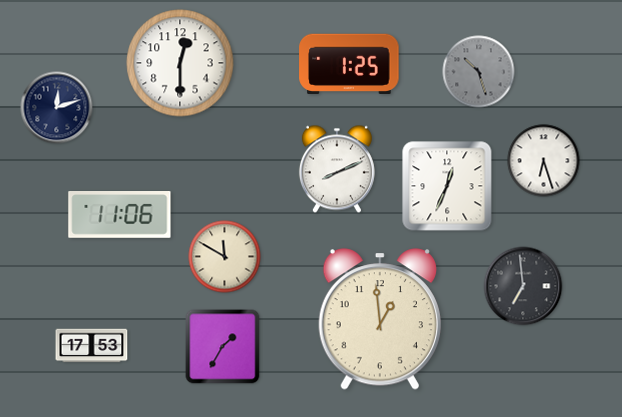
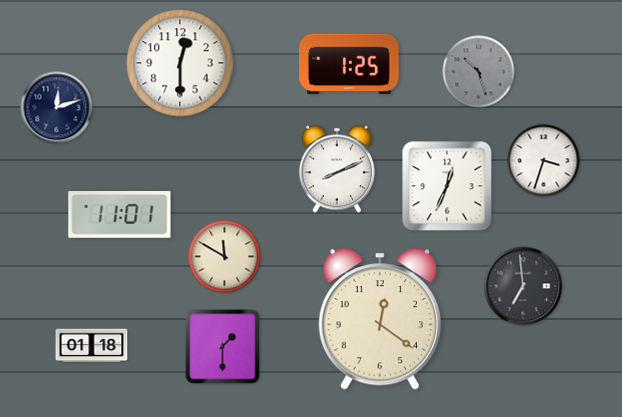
clock at (544, 161): 6:27 -> 3:33
clock at (120, 215): 11:06 -> 11:01
clock at (380, 319): 12:59 -> 12:21
clock at (92, 346): 17:53 -> 01:18
clock at (223, 347): 1:35 -> 1:30
